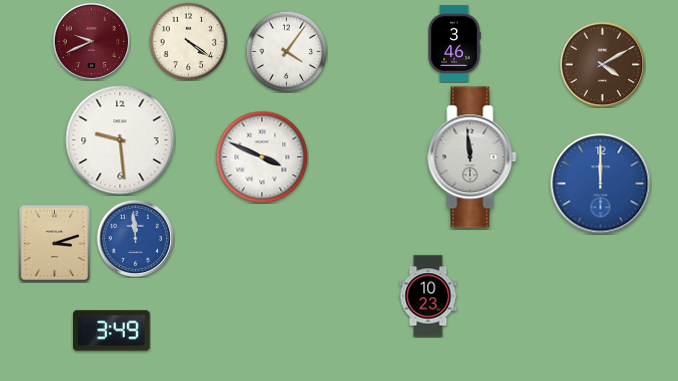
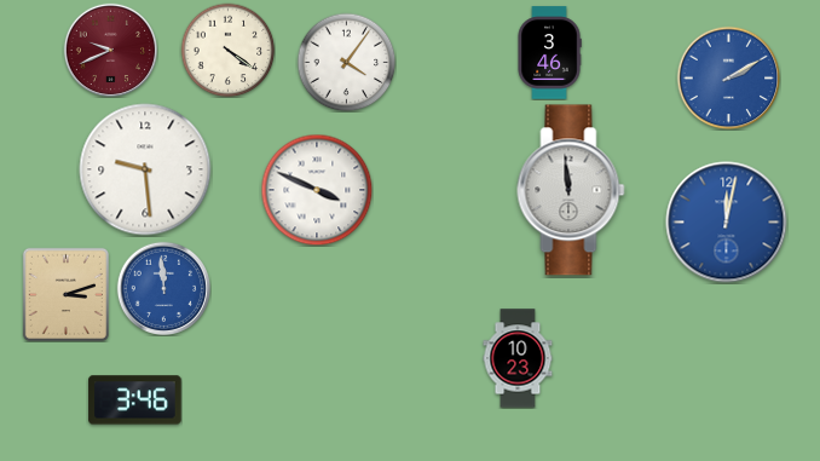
clock at (602, 64): 4:10 -> 2:10
clock at (602, 64) dial: brown -> blue
clock at (601, 184): 12:00 -> 12:02
clock at (112, 331): 3:49 -> 3:46
